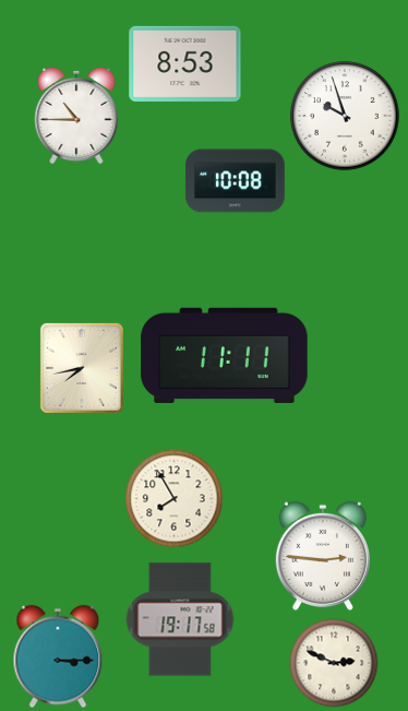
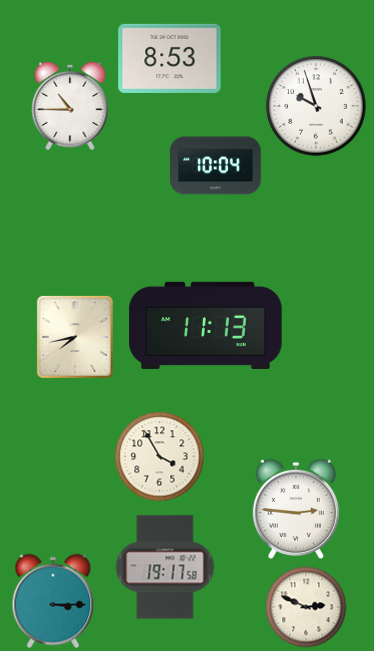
clock at (236, 181): 10:08 -> 10:04
clock at (225, 355): 11:11 -> 11:13
clock at (173, 498): 7:55 -> 3:55
